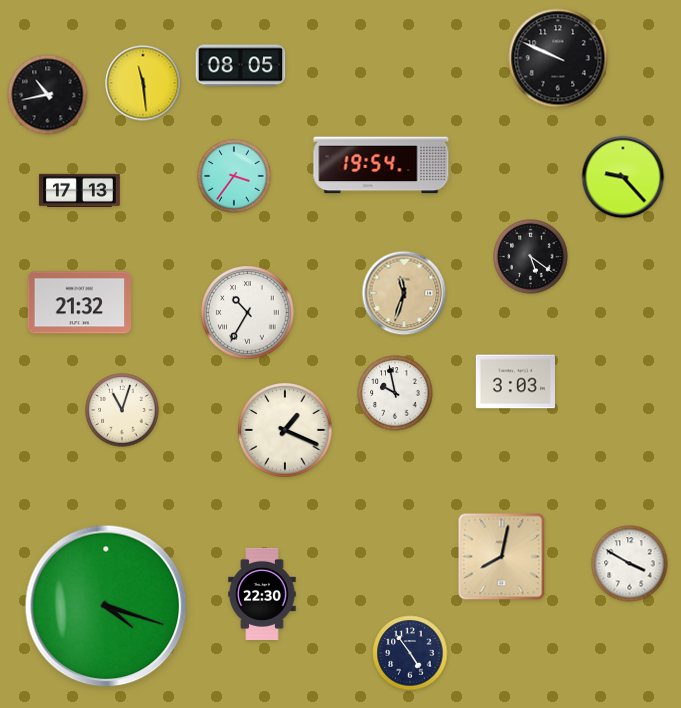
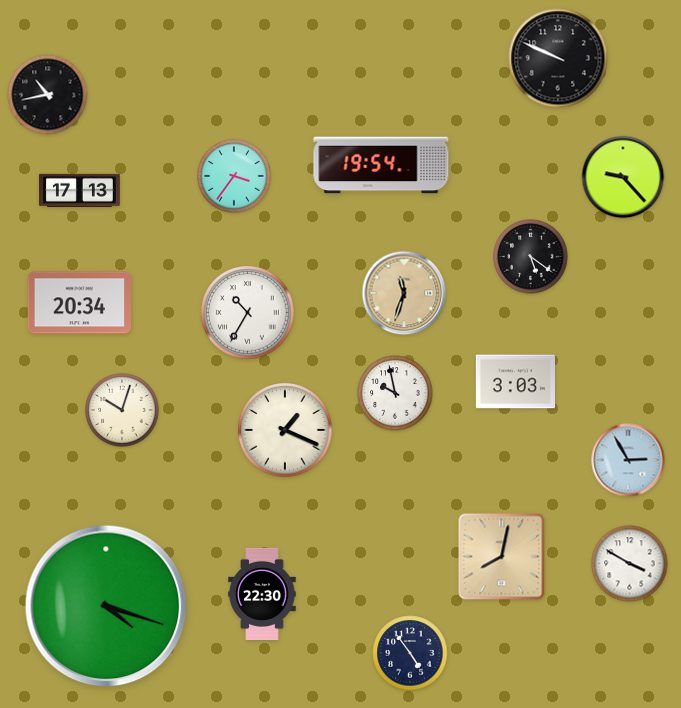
clock at (241, 66): 08:05 -> none
clock at (143, 83): 11:29 -> none
clock at (79, 303): 21:32 -> 20:34
clock at (122, 410): 11:03 -> 10:03
clock at (628, 460): none -> 2:55
